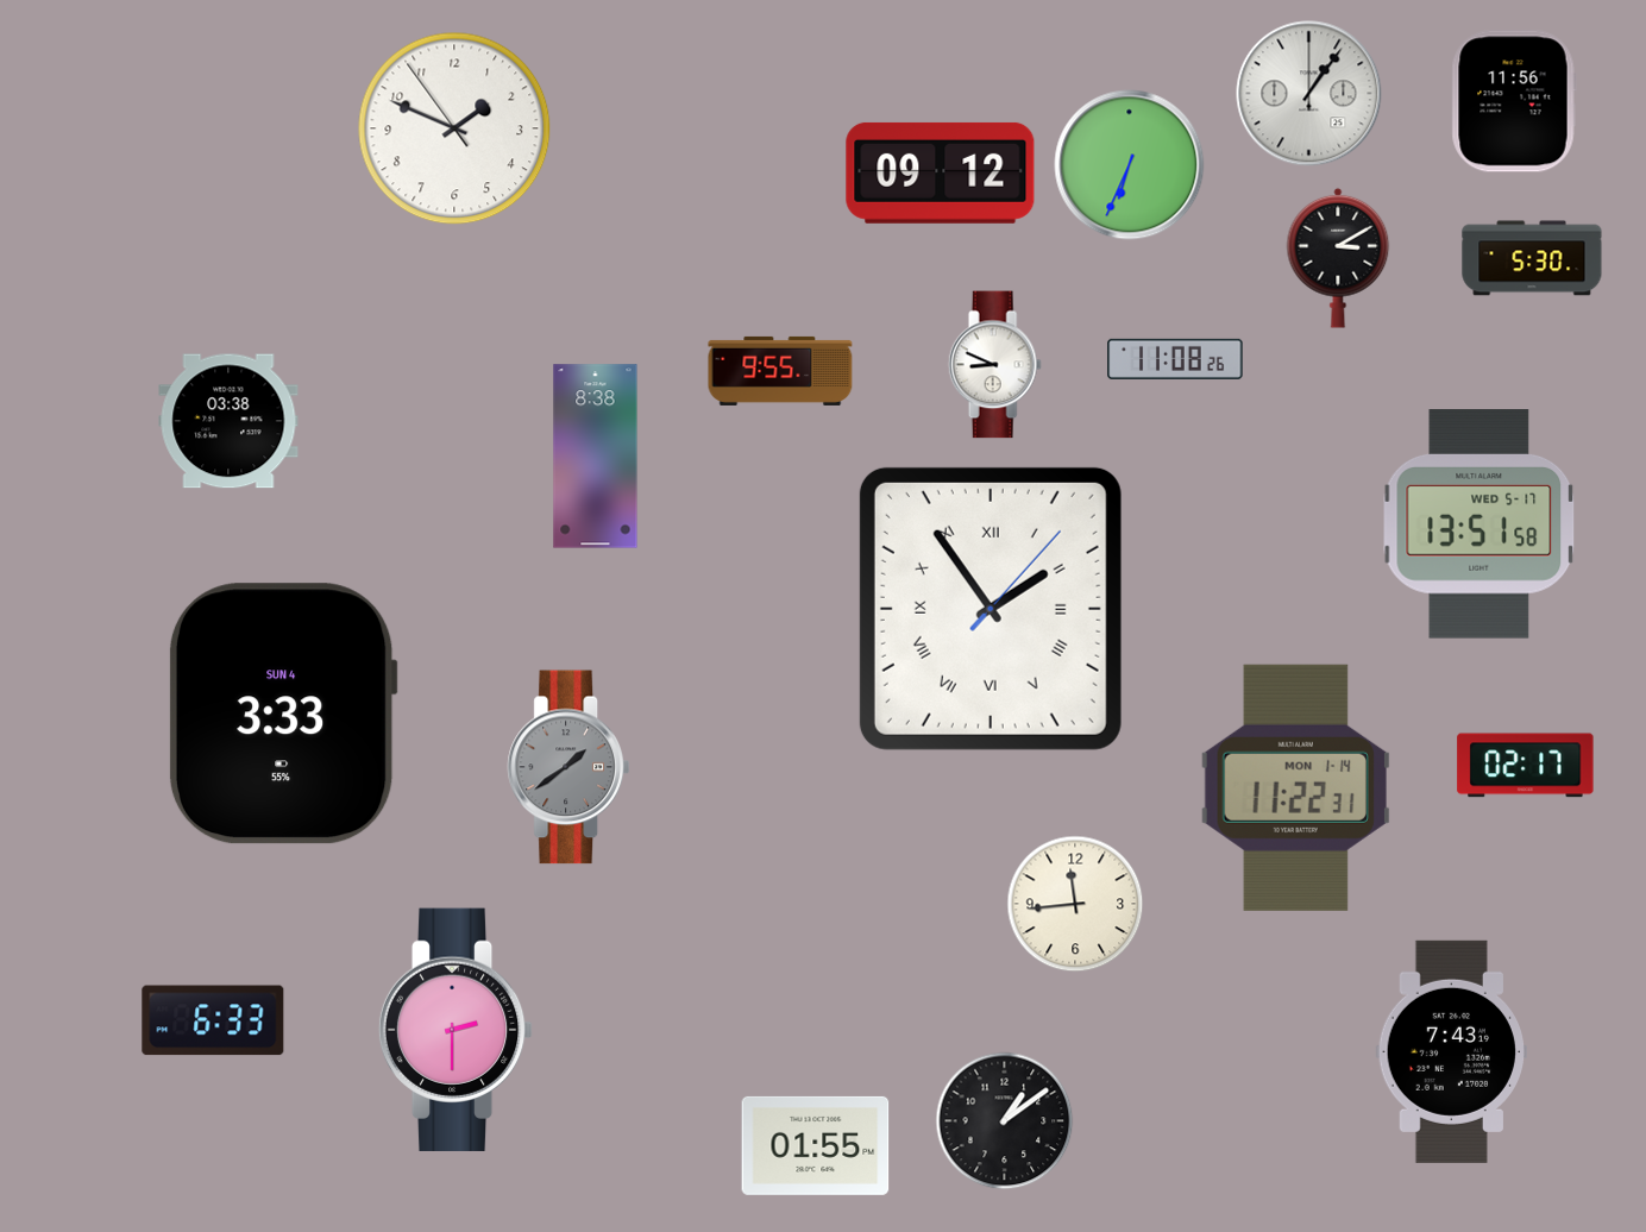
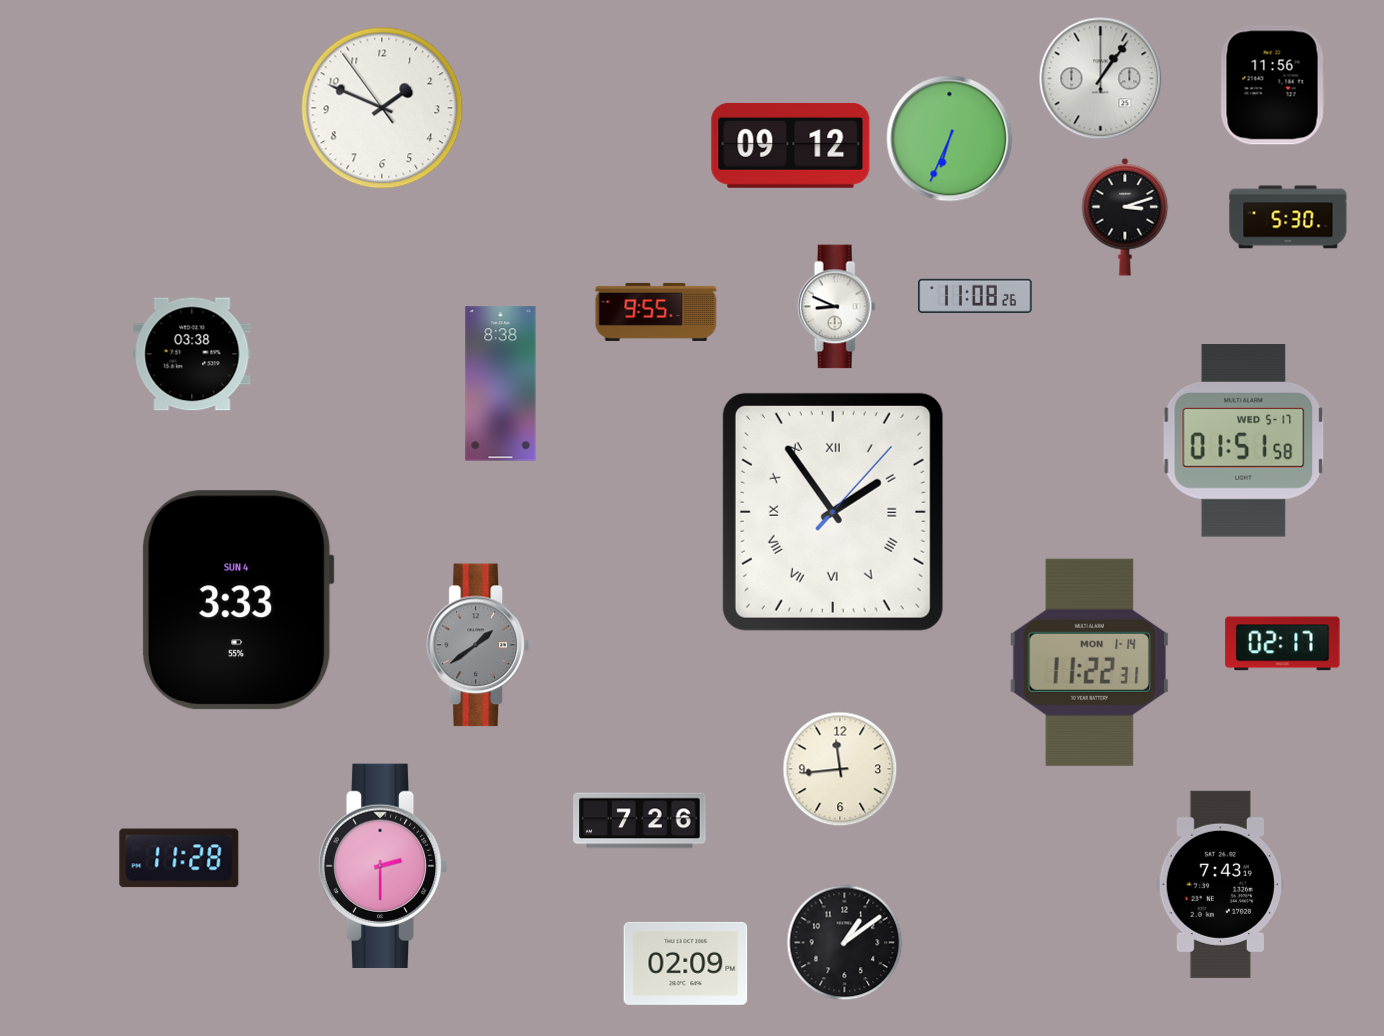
clock at (1338, 258): 3:10 -> 3:12
clock at (1175, 359) position: (1175, 359) -> (975, 296)
clock at (1479, 524): 13:51 -> 01:51
clock at (1075, 904) position: (1075, 904) -> (840, 769)
clock at (640, 821): none -> 7:26
clock at (213, 1020): 6:33 -> 11:28
clock at (816, 1145): 01:55 -> 02:09
